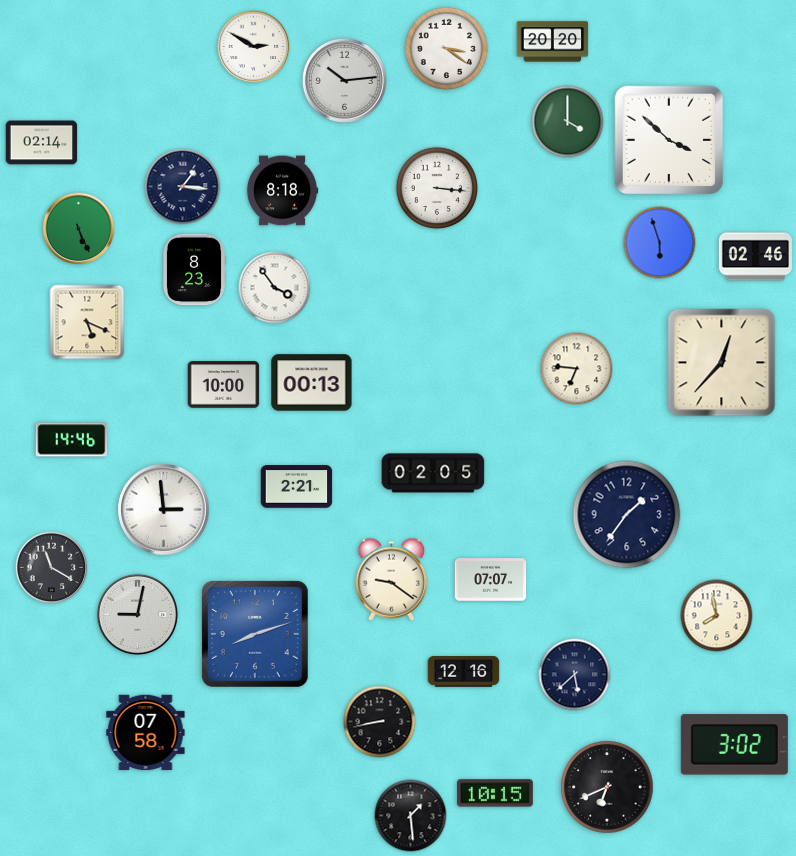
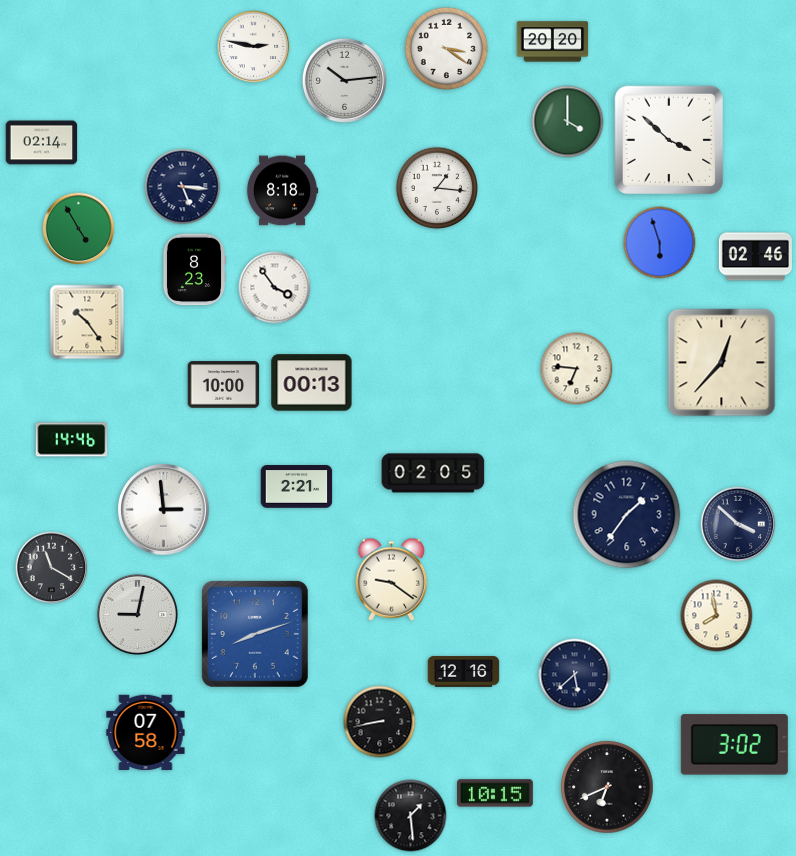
clock at (254, 47): 2:50 -> 2:47
clock at (183, 187): 1:16 -> 5:16
clock at (437, 188): 3:16 -> 1:16
clock at (79, 229): 5:26 -> 4:55
clock at (87, 322): 5:19 -> 10:24
clock at (738, 524): none -> 3:52
clock at (491, 580): 07:07 -> none
